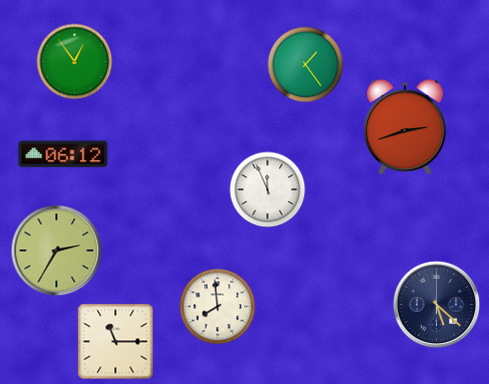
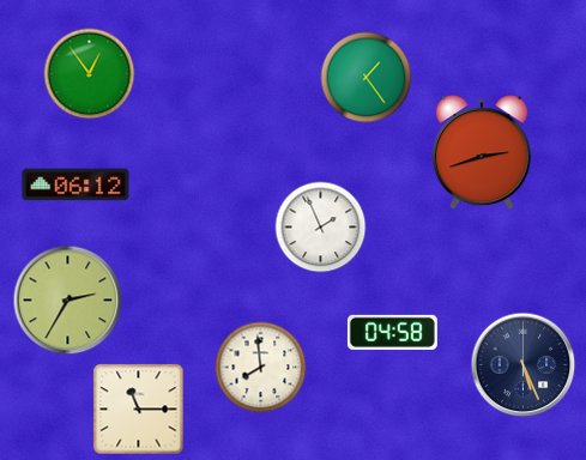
clock at (405, 128) position: (405, 128) -> (482, 153)
clock at (268, 190): 11:56 -> 1:56
clock at (392, 332): none -> 04:58
clock at (437, 305): 5:22 -> 5:26
